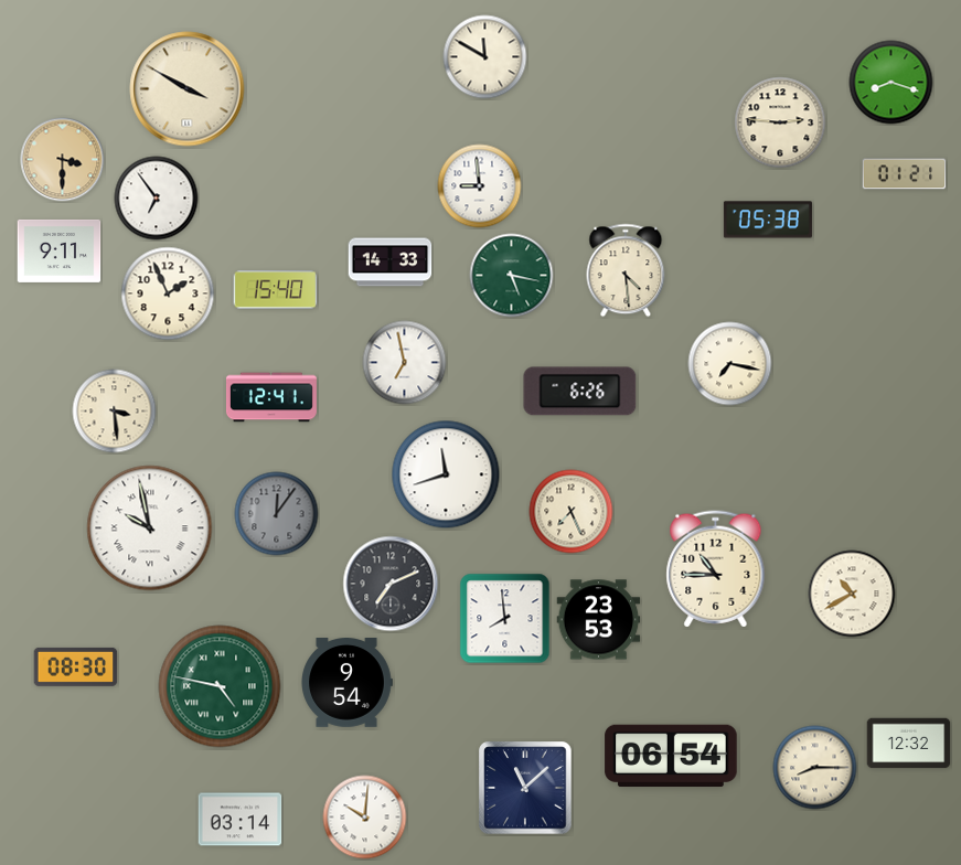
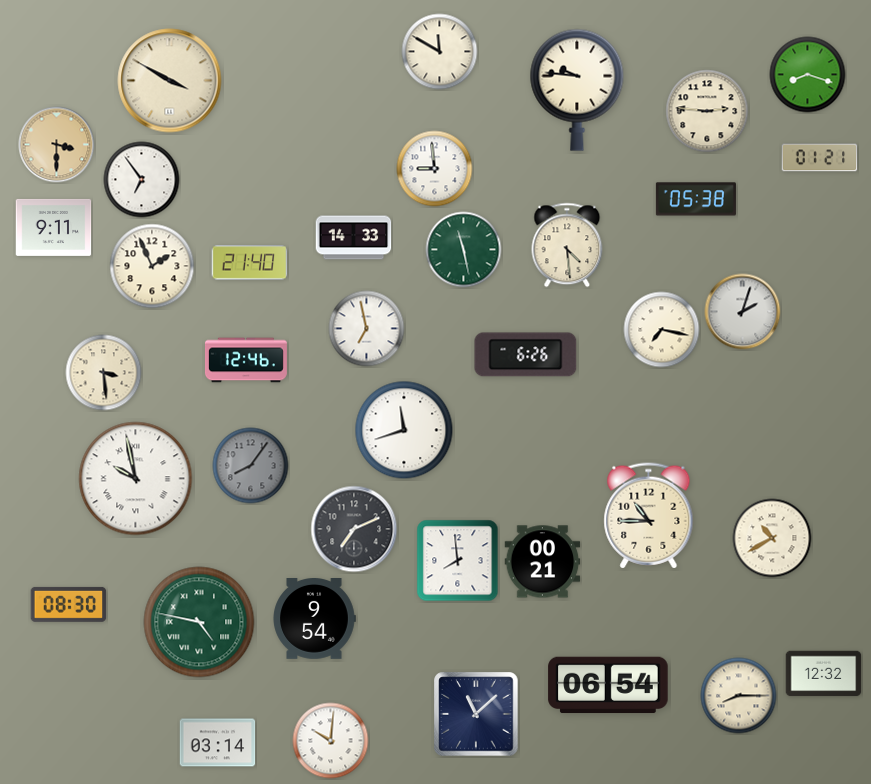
clock at (577, 90): none -> 9:46
clock at (512, 276): 5:17 -> 11:28
clock at (276, 290): 15:40 -> 21:40
clock at (743, 312): none -> 2:03
clock at (271, 397): 12:41 -> 12:46
clock at (572, 512): 7:26 -> none
clock at (277, 514): 12:06 -> 8:06
clock at (599, 620): 23:53 -> 00:21
